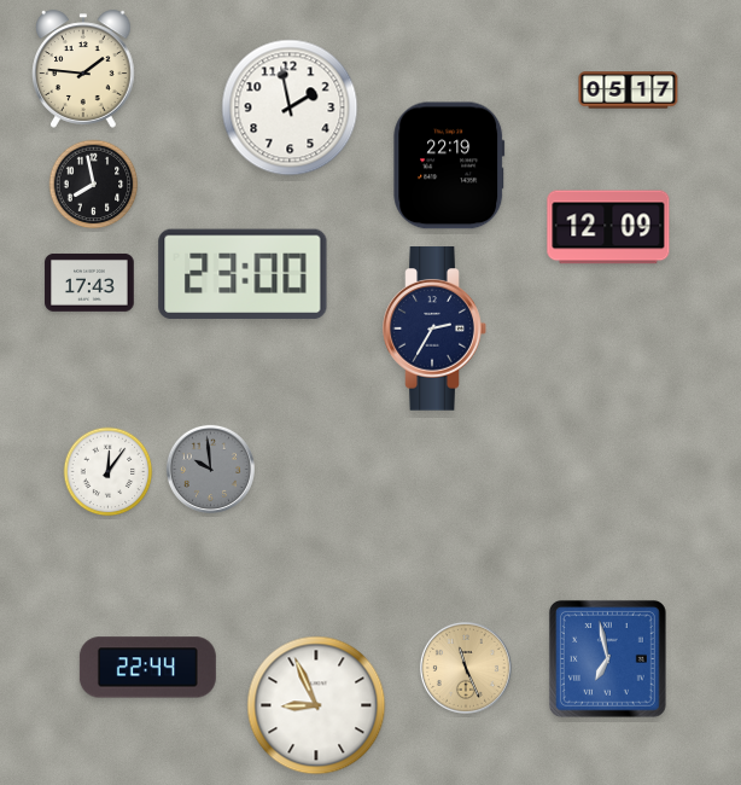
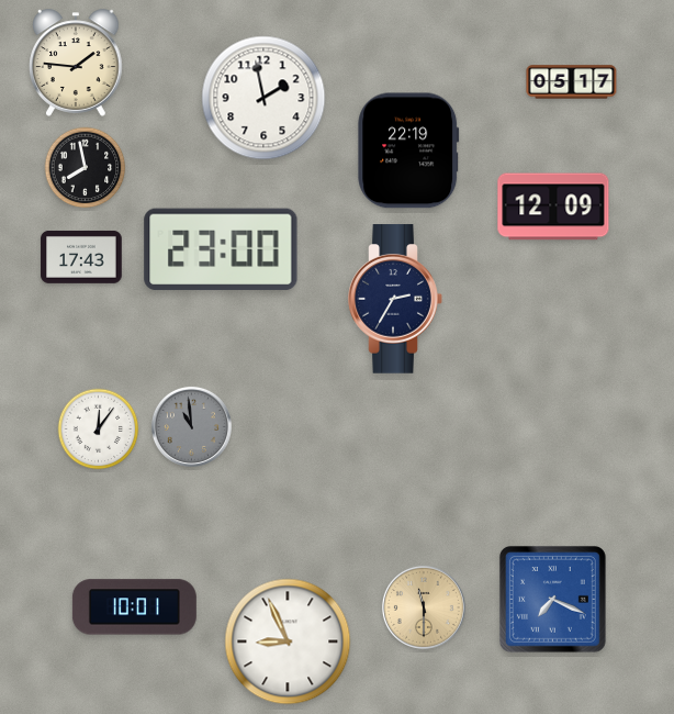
clock at (210, 469): 9:59 -> 10:59
clock at (607, 658): 6:58 -> 7:19
clock at (147, 668): 22:44 -> 10:01
clock at (466, 668): 11:26 -> 11:30
